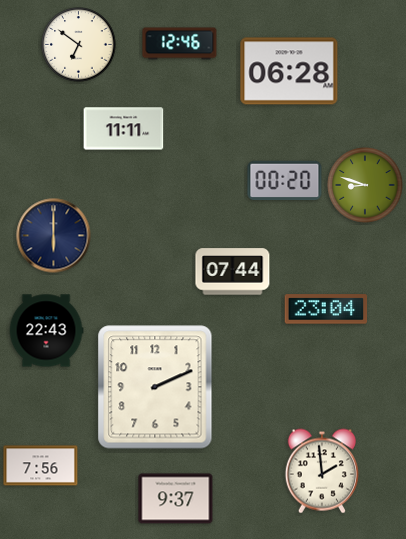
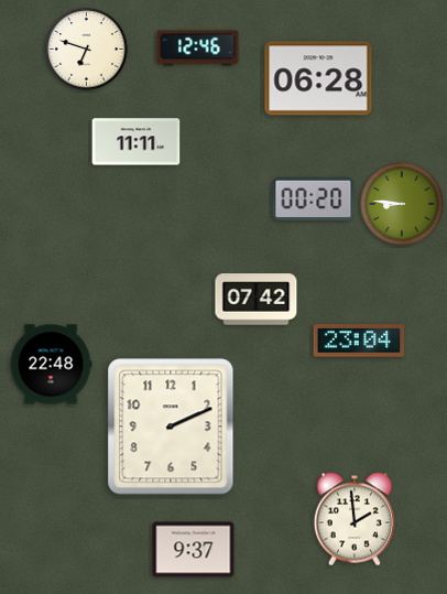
clock at (79, 45): 6:51 -> 6:48
clock at (365, 185): 8:48 -> 8:46
clock at (54, 236): 6:00 -> none
clock at (233, 272): 07:44 -> 07:42
clock at (46, 331): 22:43 -> 22:48
clock at (41, 466): 7:56 -> none
